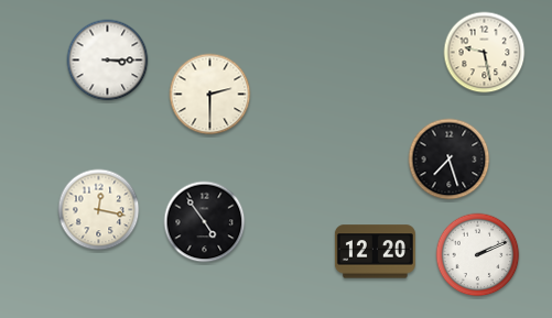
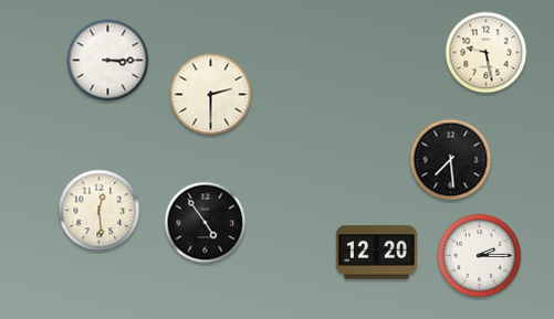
clock at (450, 160): 7:27 -> 7:29
clock at (99, 210): 12:17 -> 12:29
clock at (478, 255): 2:11 -> 2:15
